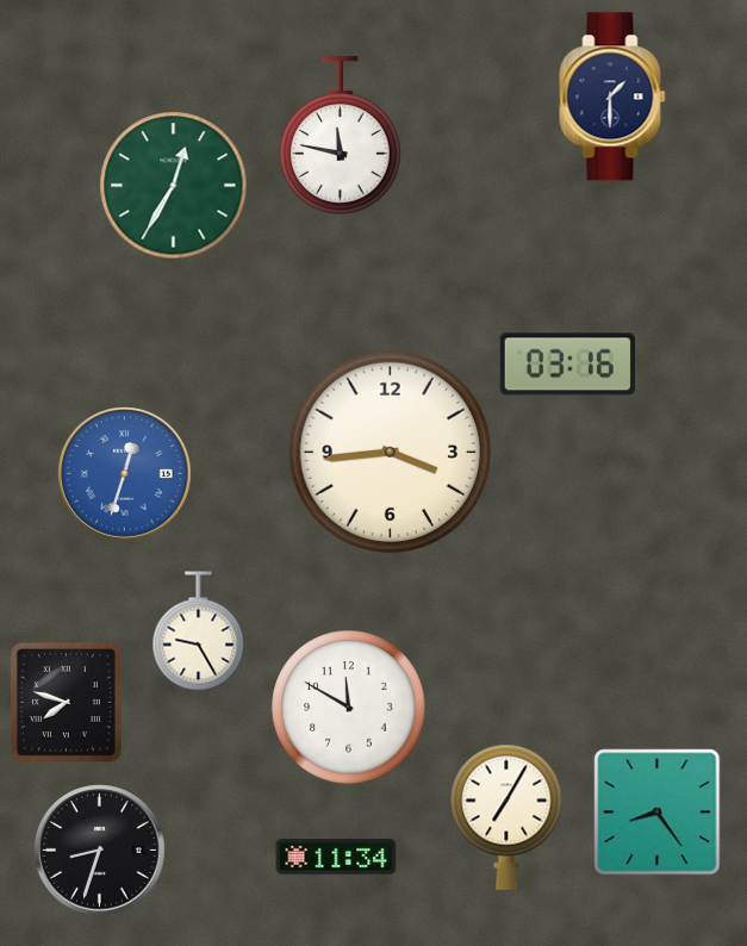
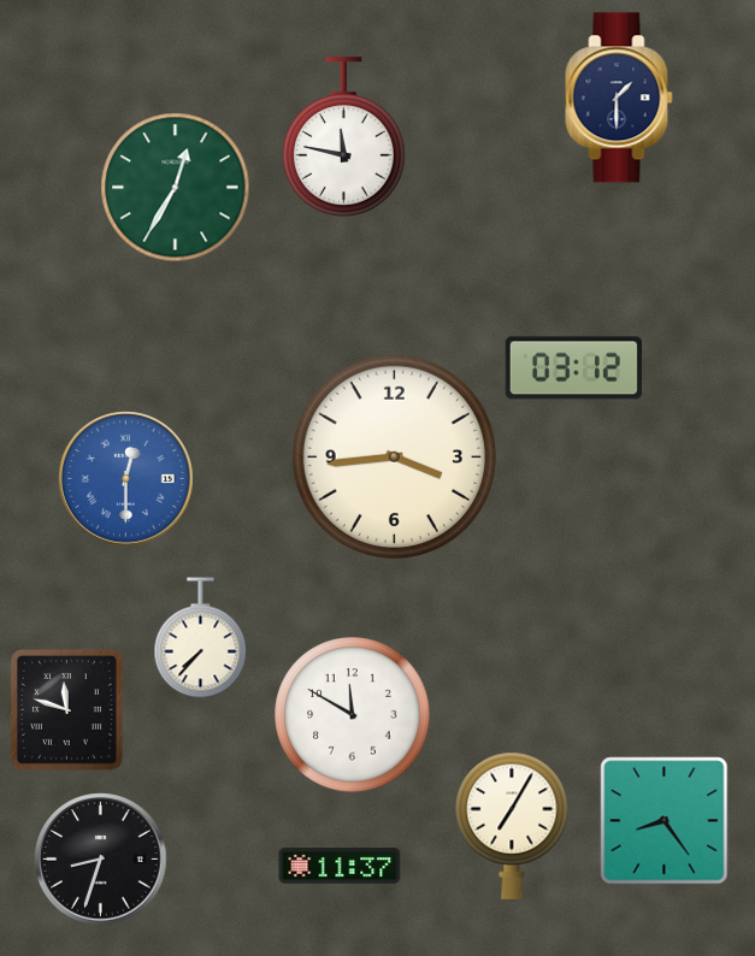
clock at (567, 365): 03:16 -> 03:12
clock at (125, 474): 12:33 -> 12:30
clock at (199, 631): 9:25 -> 7:37
clock at (66, 702): 7:48 -> 11:48
clock at (336, 857): 11:34 -> 11:37
